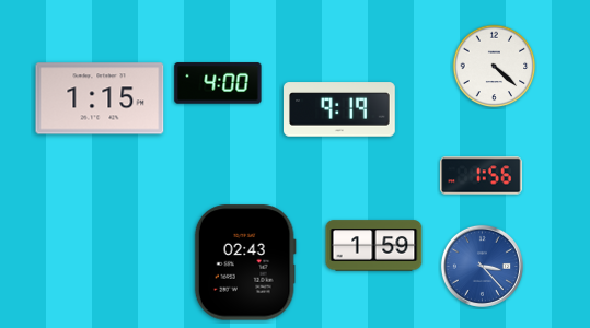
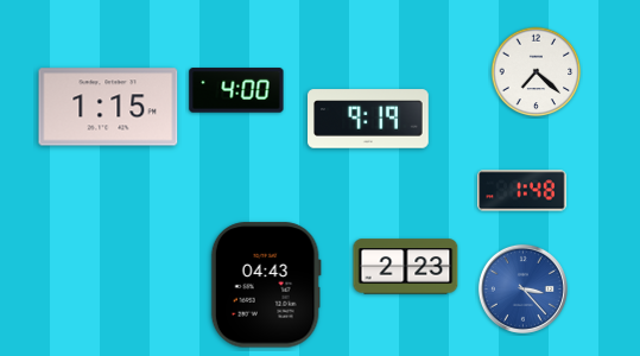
clock at (495, 67): 4:22 -> 7:22
clock at (482, 176): 1:56 -> 1:48
clock at (374, 246): 1:59 -> 2:23
clock at (245, 262): 02:43 -> 04:43
